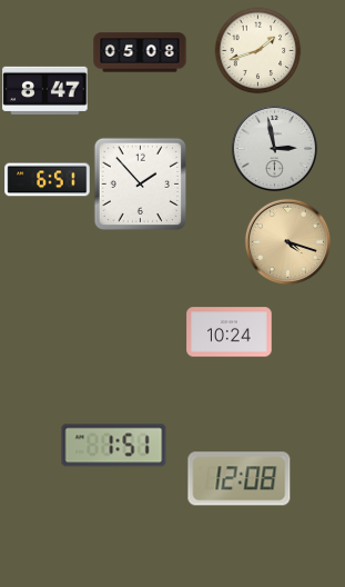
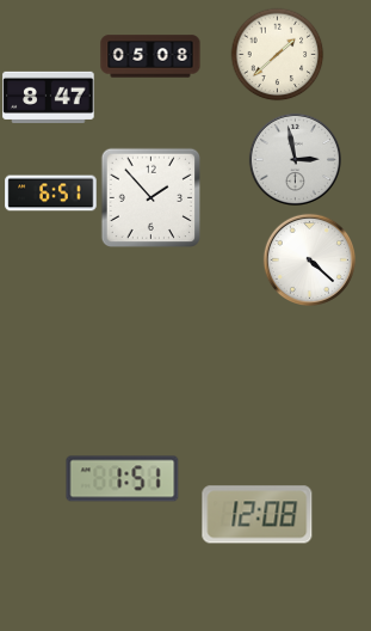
clock at (257, 50): 1:42 -> 1:38
clock at (287, 241): 4:18 -> 4:22
clock at (287, 241) dial: champagne -> white
clock at (230, 332): 10:24 -> none
